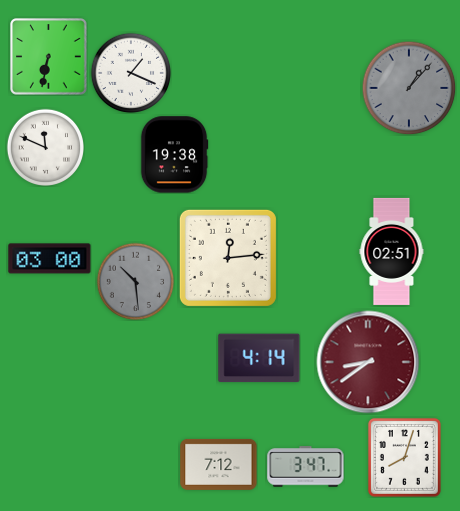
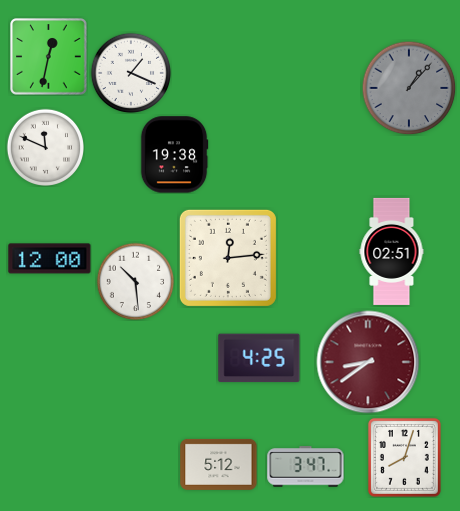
clock at (49, 57): 6:32 -> 12:32
clock at (50, 259): 03:00 -> 12:00
clock at (135, 281) dial: grey -> white
clock at (259, 358): 4:14 -> 4:25
clock at (219, 464): 7:12 -> 5:12
